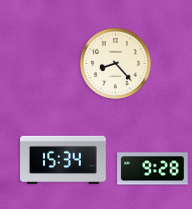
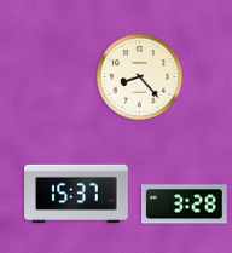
clock at (63, 160): 15:34 -> 15:37
clock at (153, 169): 9:28 -> 3:28
